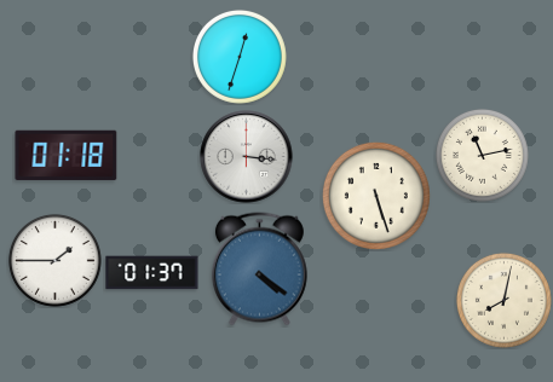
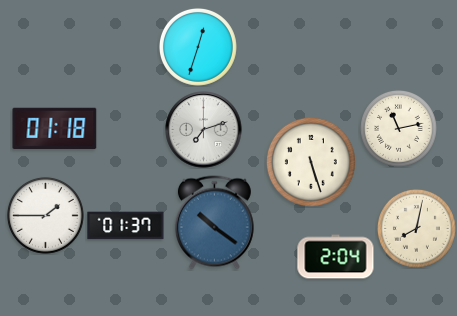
clock at (247, 157): 3:16 -> 7:12
clock at (259, 270): 4:21 -> 10:21
clock at (503, 300) position: (503, 300) -> (416, 228)
clock at (336, 257): none -> 2:04
